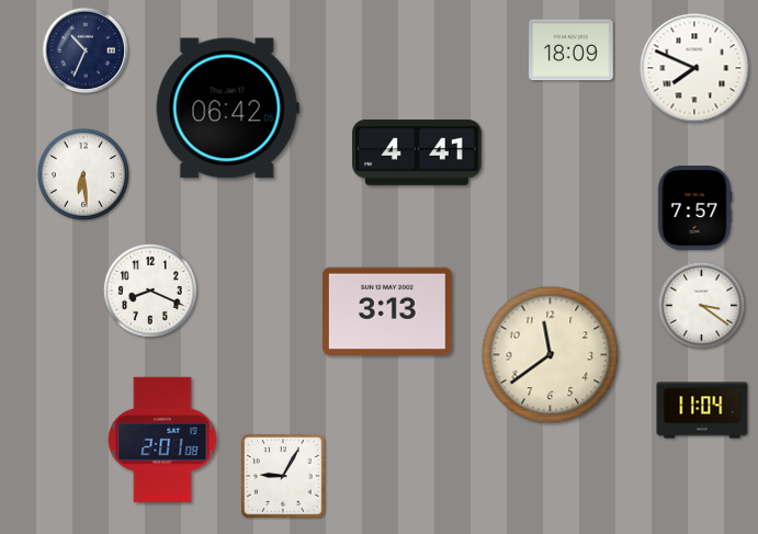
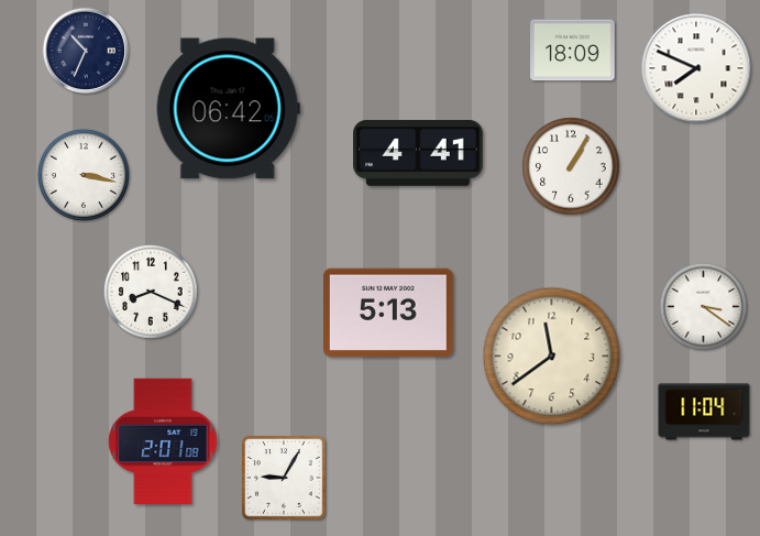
clock at (571, 166): none -> 1:05
clock at (83, 174): 6:29 -> 3:17
clock at (694, 208): 7:57 -> none
clock at (388, 310): 3:13 -> 5:13
